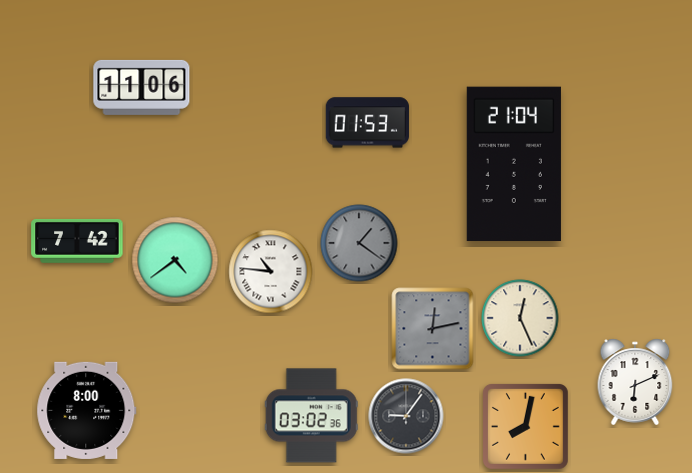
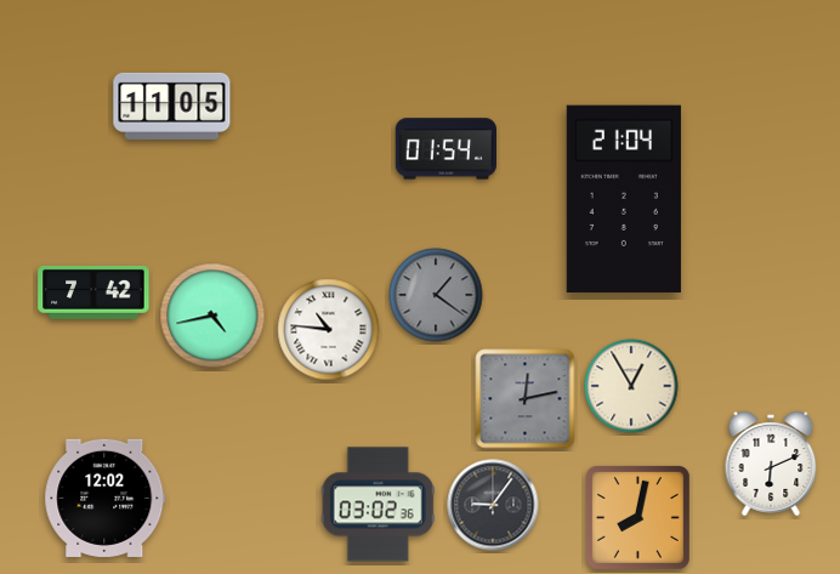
clock at (142, 87): 11:06 -> 11:05
clock at (367, 123): 01:53 -> 01:54
clock at (175, 260): 4:39 -> 4:43
clock at (520, 318): 12:26 -> 12:55
clock at (87, 410): 8:00 -> 12:02
